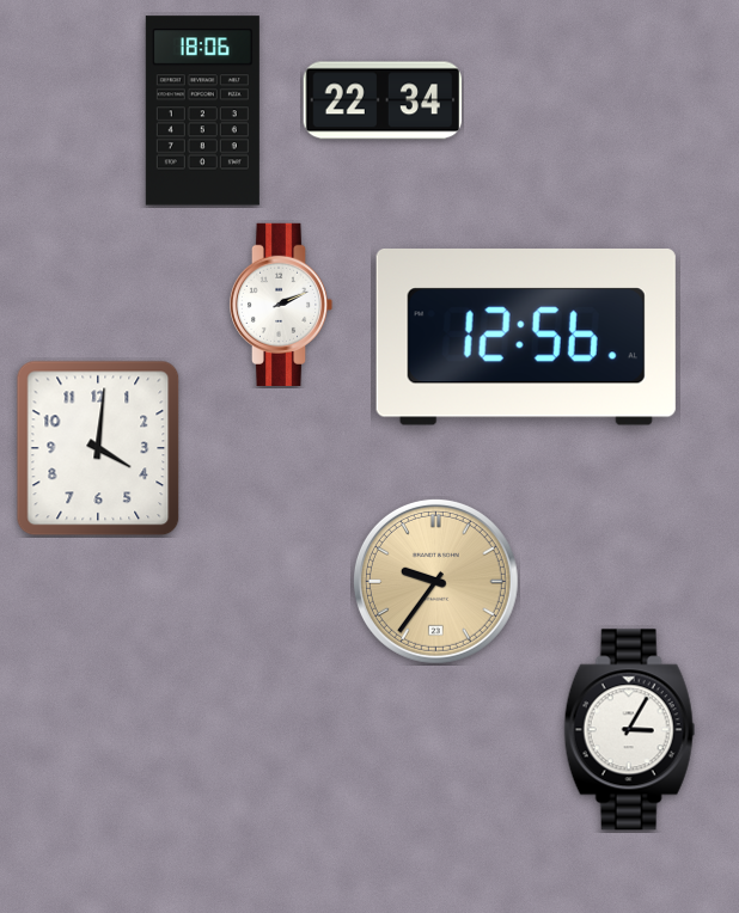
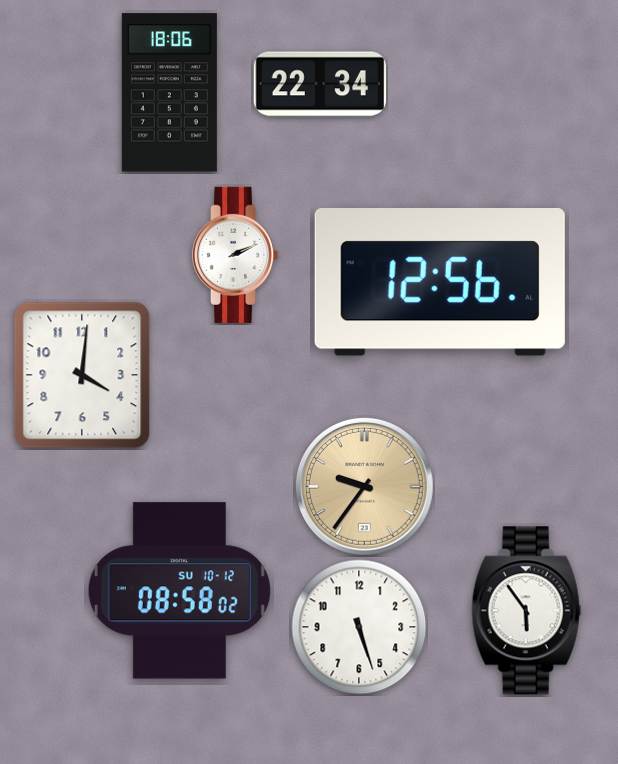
clock at (179, 591): none -> 08:58
clock at (630, 730): 3:05 -> 5:54
clock at (359, 627): none -> 5:27
